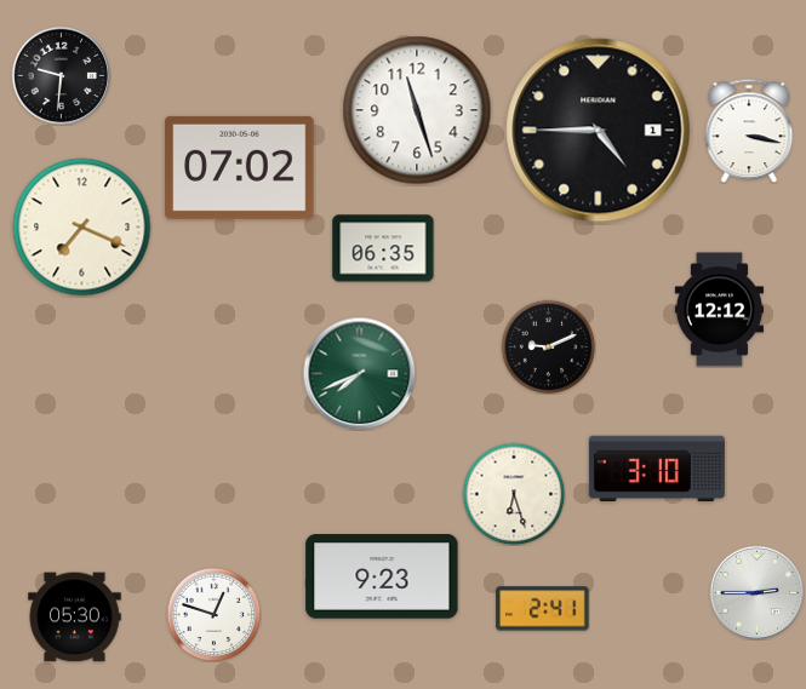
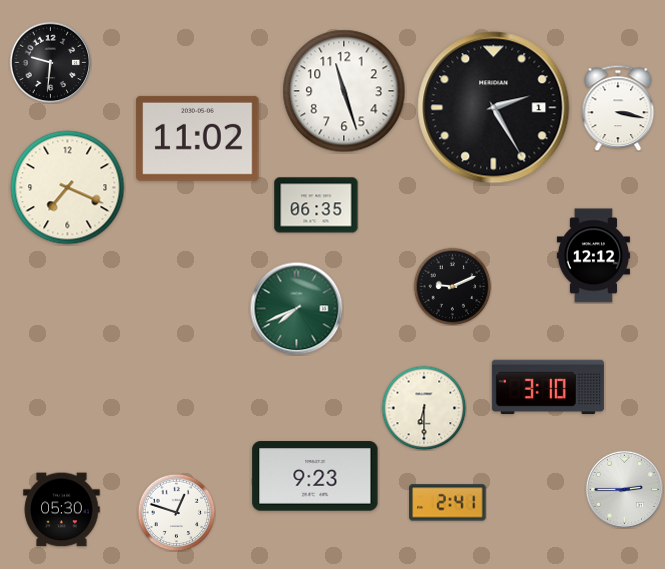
clock at (599, 131): 4:45 -> 2:25
clock at (240, 167): 07:02 -> 11:02
clock at (657, 469) position: (657, 469) -> (548, 387)
clock at (514, 494): 6:27 -> 6:30
clock at (213, 614) position: (213, 614) -> (176, 512)
